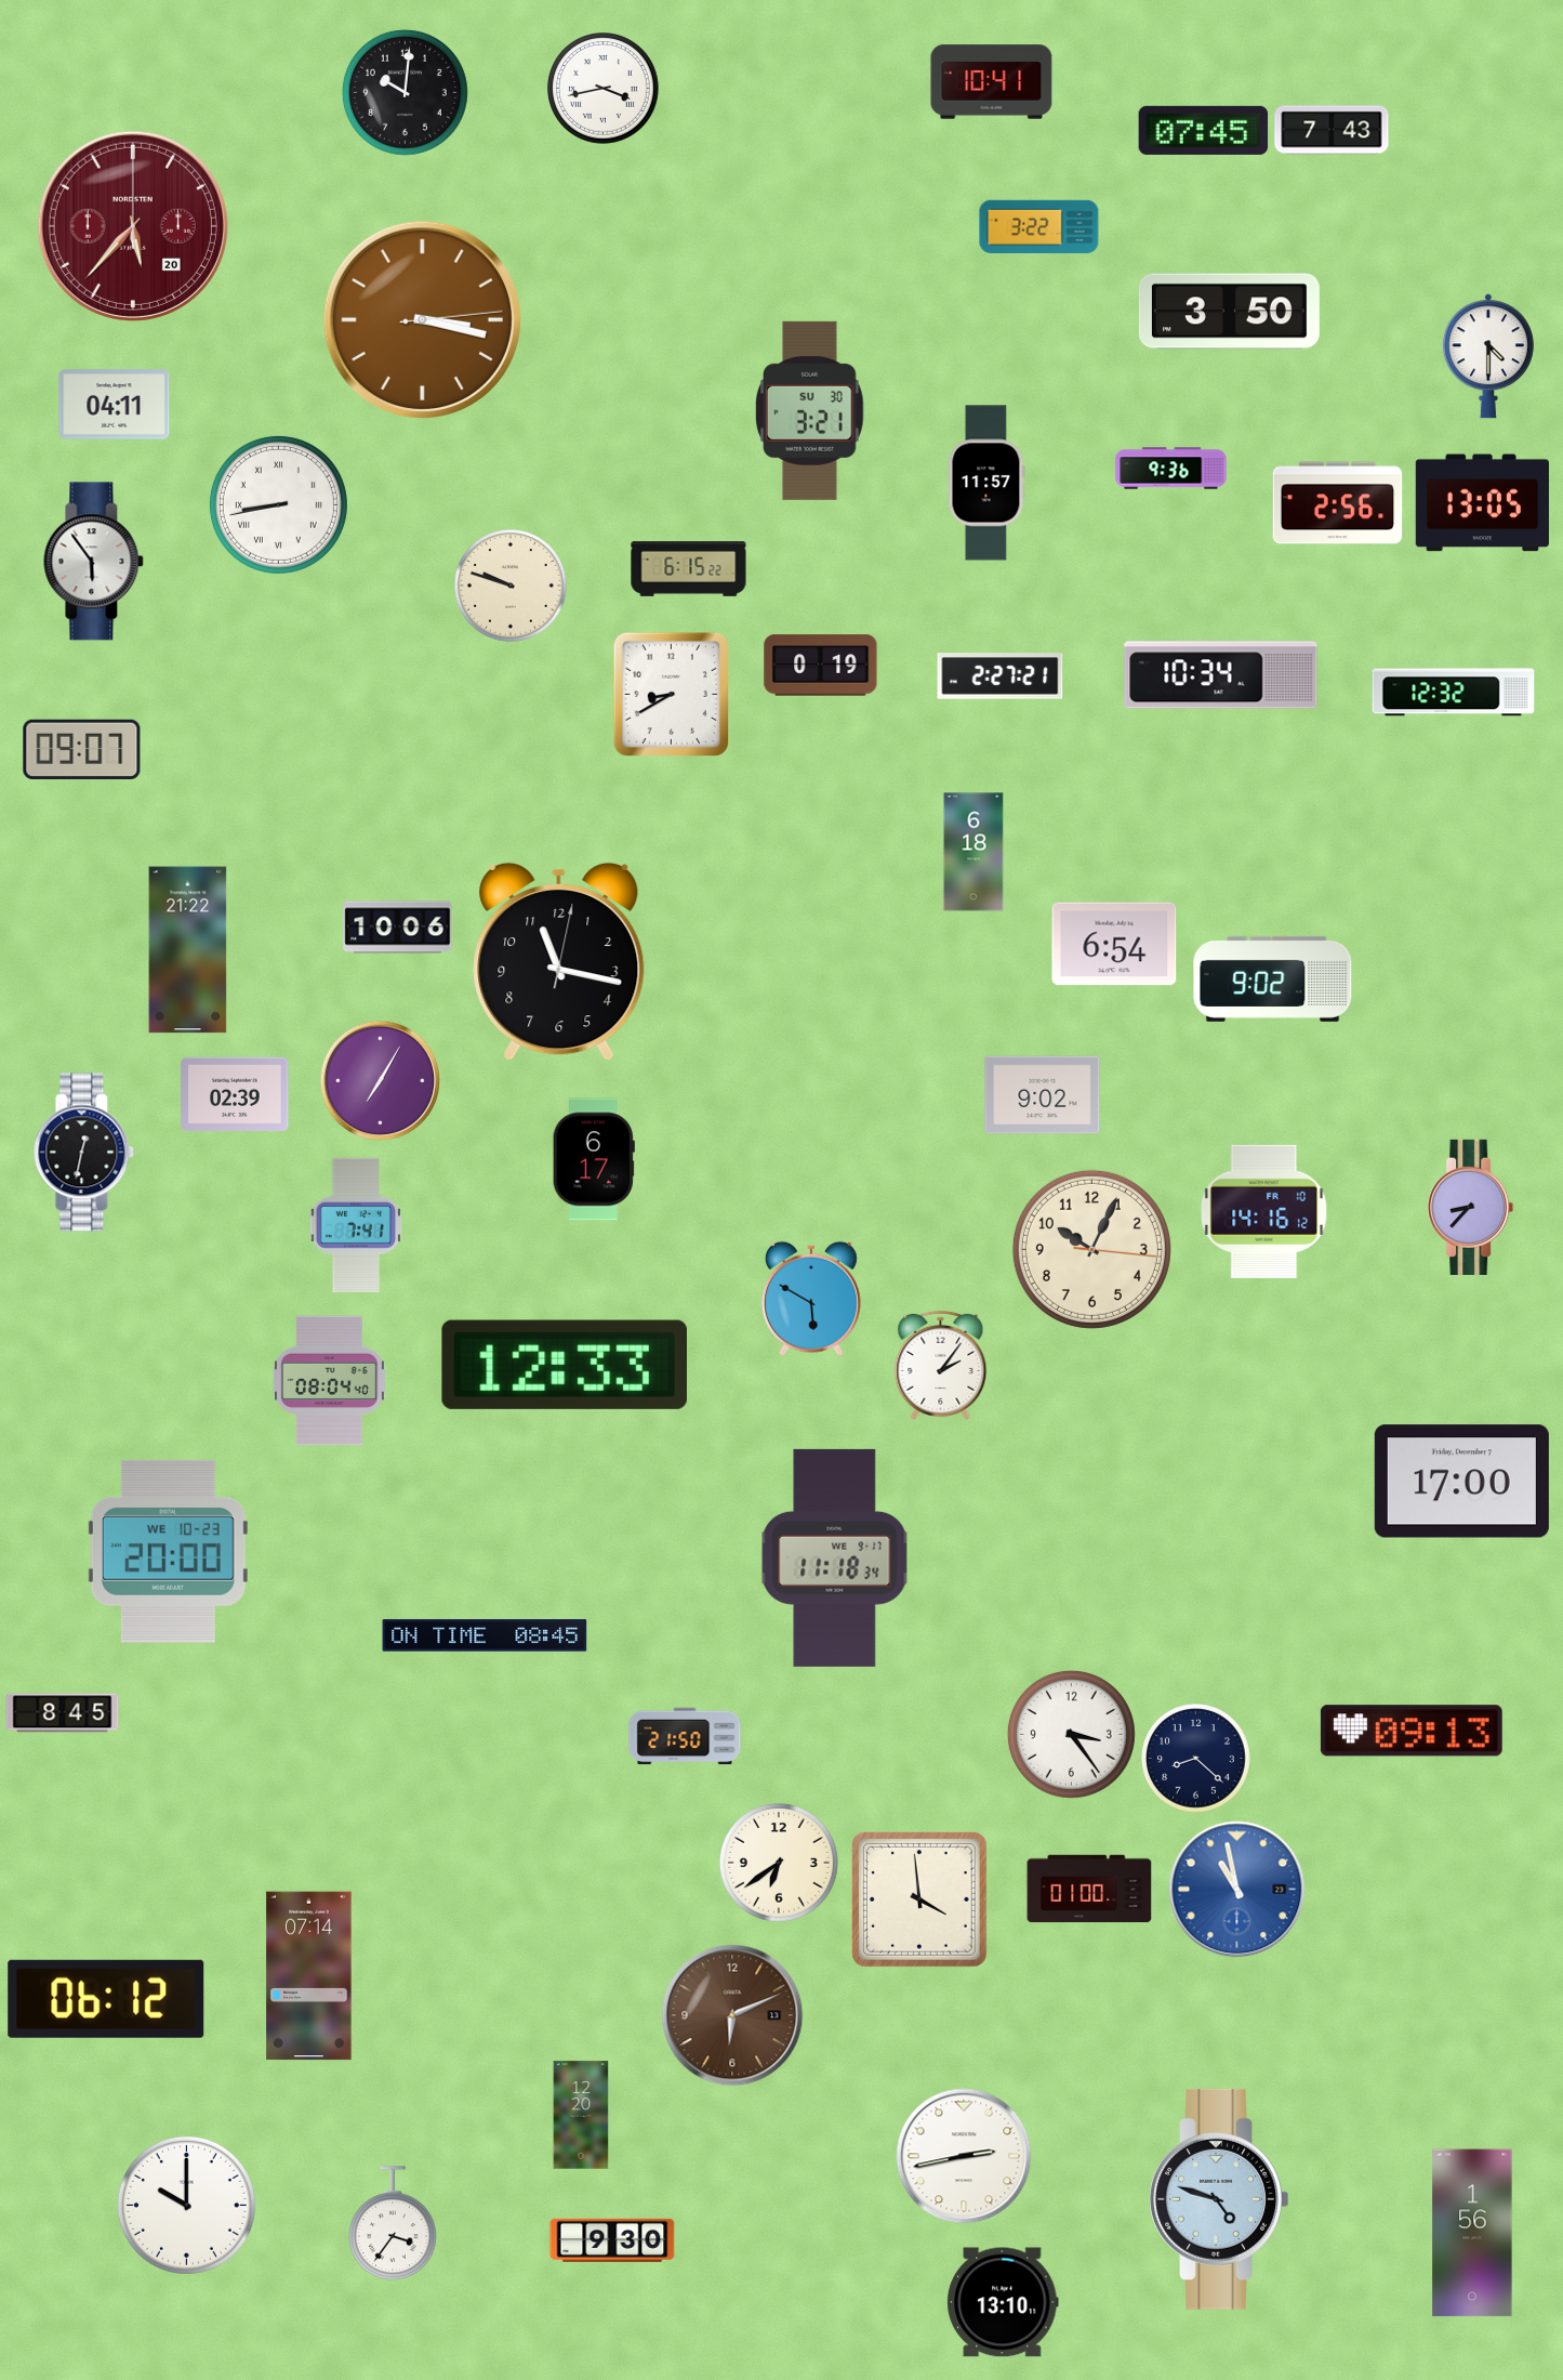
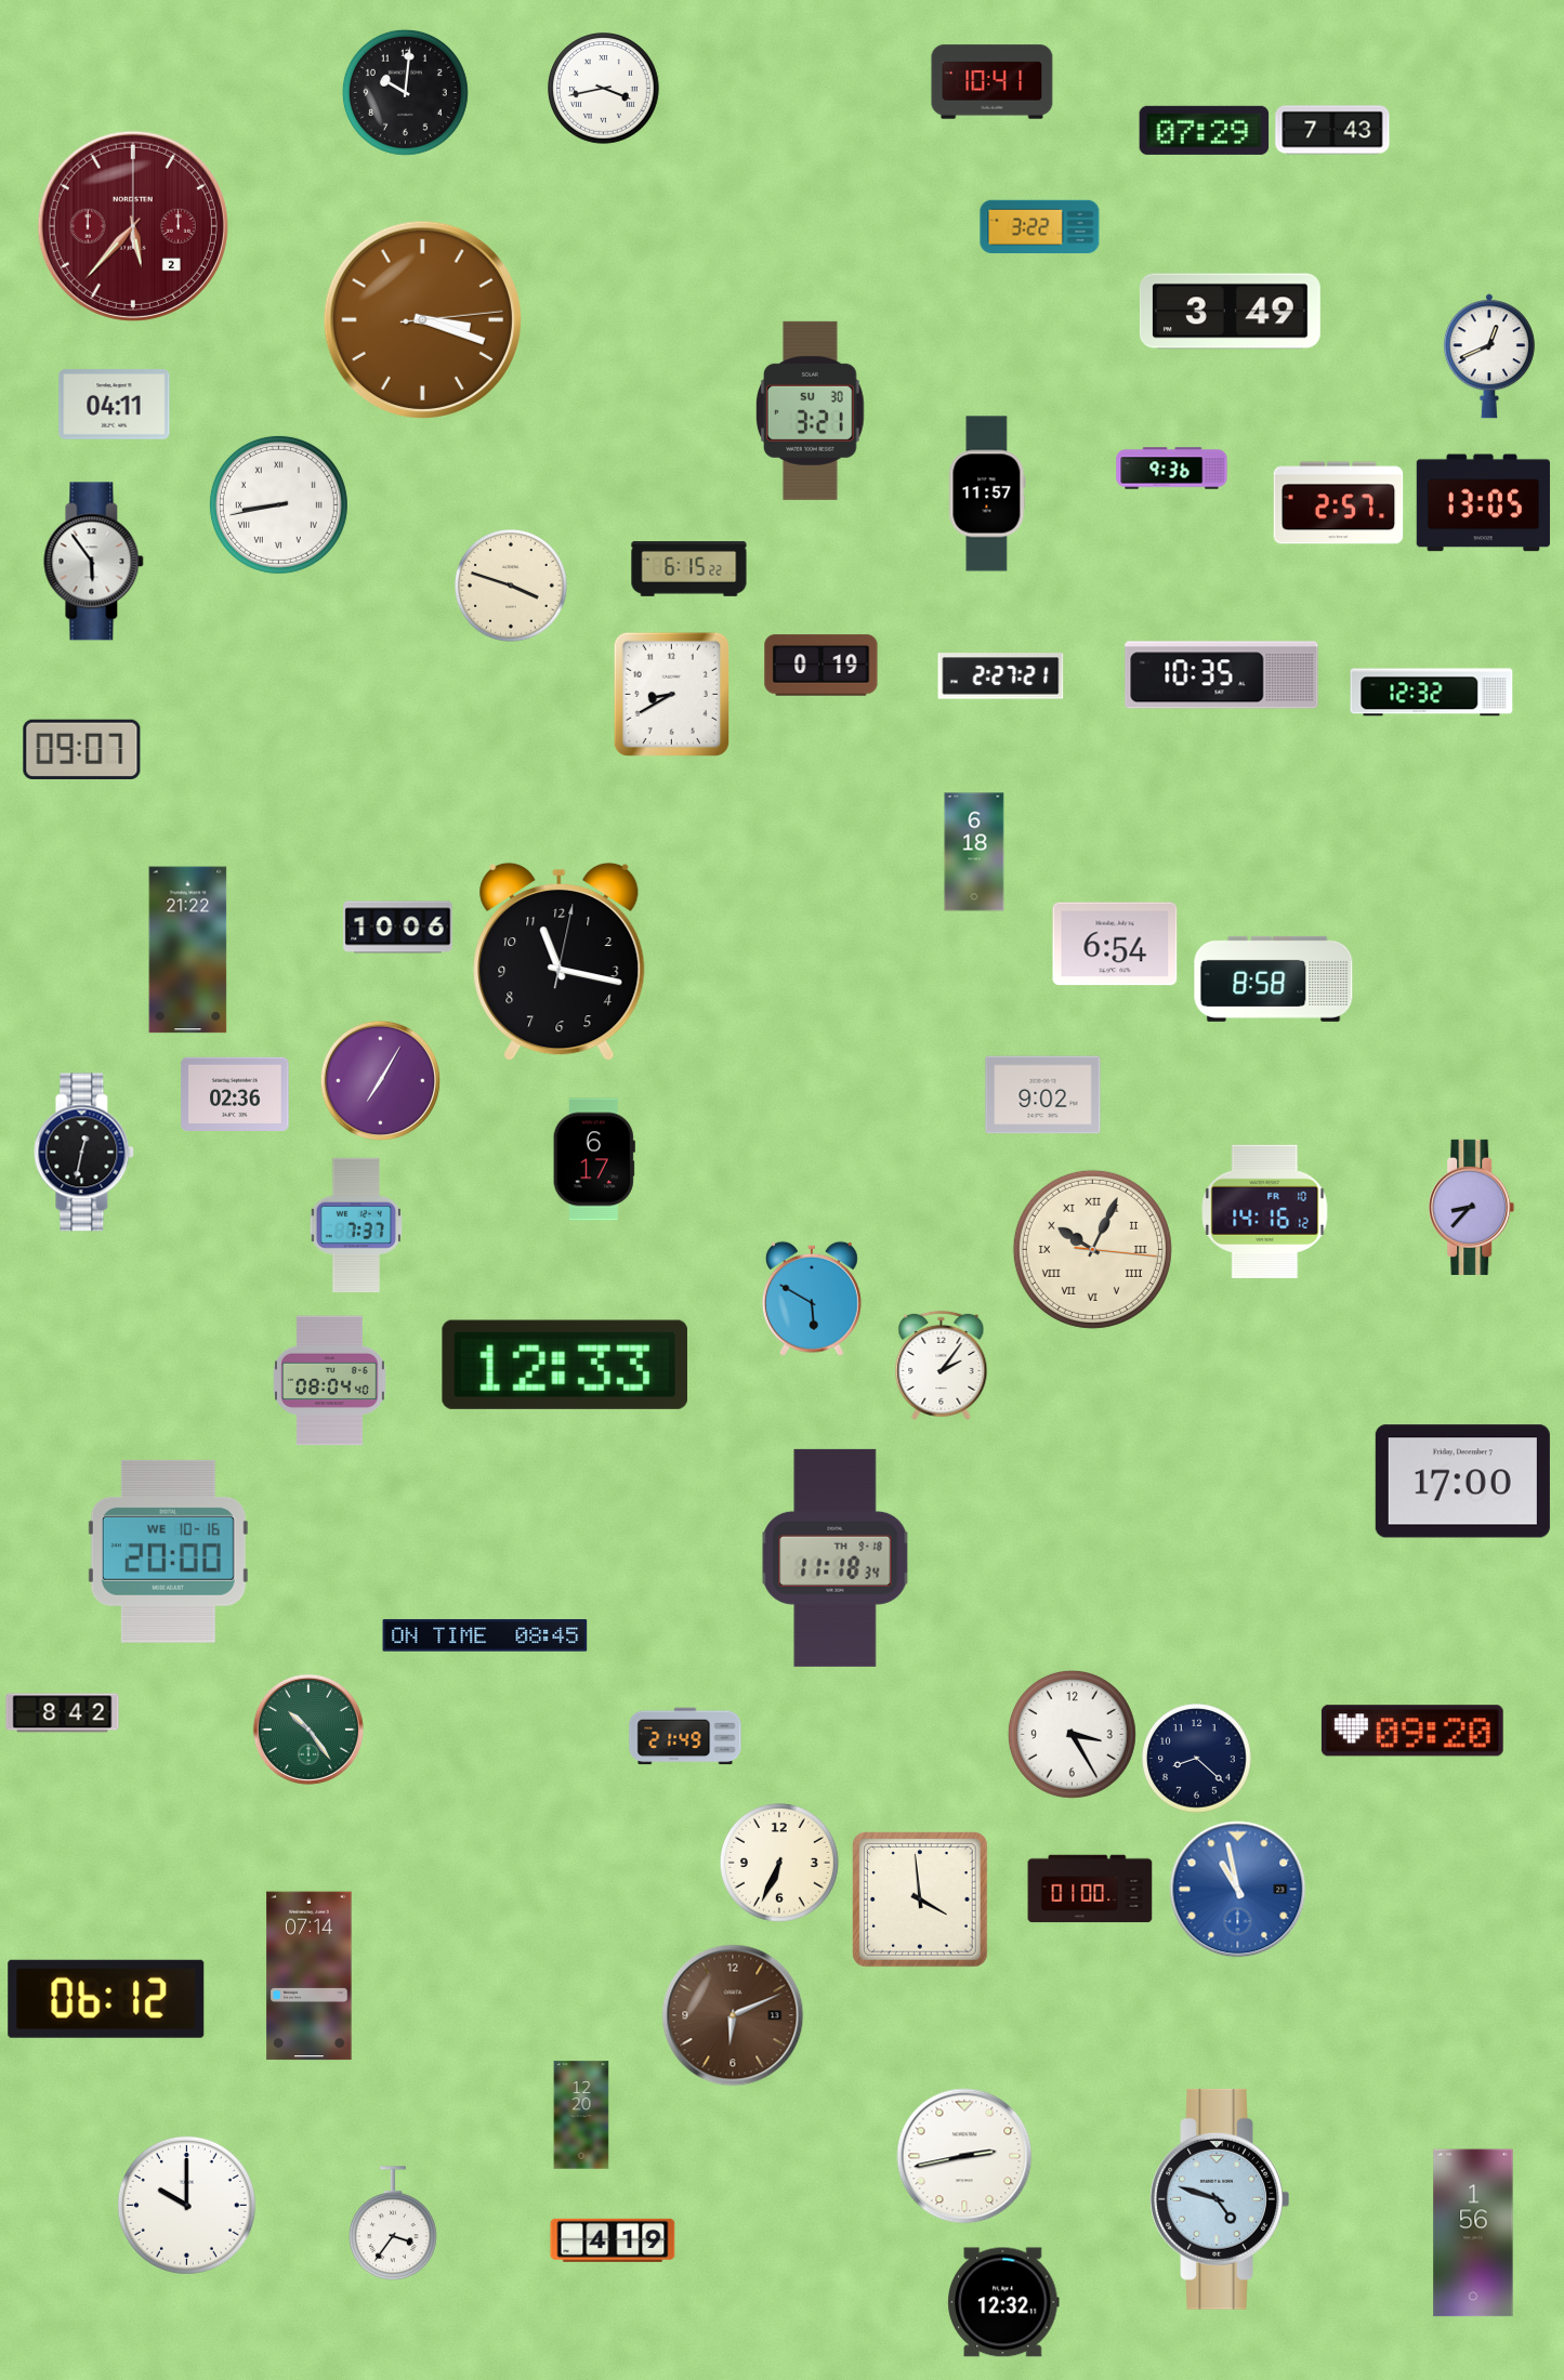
clock at (1204, 130): 07:45 -> 07:29
clock at (133, 226) date: 20 -> 2
clock at (1229, 312): 3:50 -> 3:49
clock at (422, 319): 3:17 -> 3:18
clock at (1488, 356): 4:30 -> 12:41
clock at (986, 483) position: (986, 483) -> (987, 494)
clock at (1338, 503): 2:56 -> 2:57
clock at (512, 587): 9:48 -> 3:48
clock at (1221, 675): 10:34 -> 10:35
clock at (1454, 693) position: (1454, 693) -> (1432, 693)
clock at (1273, 978): 9:02 -> 8:58
clock at (235, 1094): 02:39 -> 02:36
clock at (355, 1225): 7:41 -> 7:37
clock at (1091, 1249) numerals: Arabic -> Roman
clock at (168, 1551) date: WE 10-23 -> WE 10-16
clock at (835, 1557) date: WE 9-17 -> TH 9-18
clock at (63, 1713): 8:45 -> 8:42
clock at (308, 1730): none -> 10:24
clock at (1412, 1731): 09:13 -> 09:20
clock at (1071, 1734): 3:24 -> 3:25
clock at (685, 1736): 21:50 -> 21:49
clock at (780, 1864): 6:39 -> 6:34
clock at (612, 2240): 9:30 -> 4:19
clock at (1003, 2302): 13:10 -> 12:32
